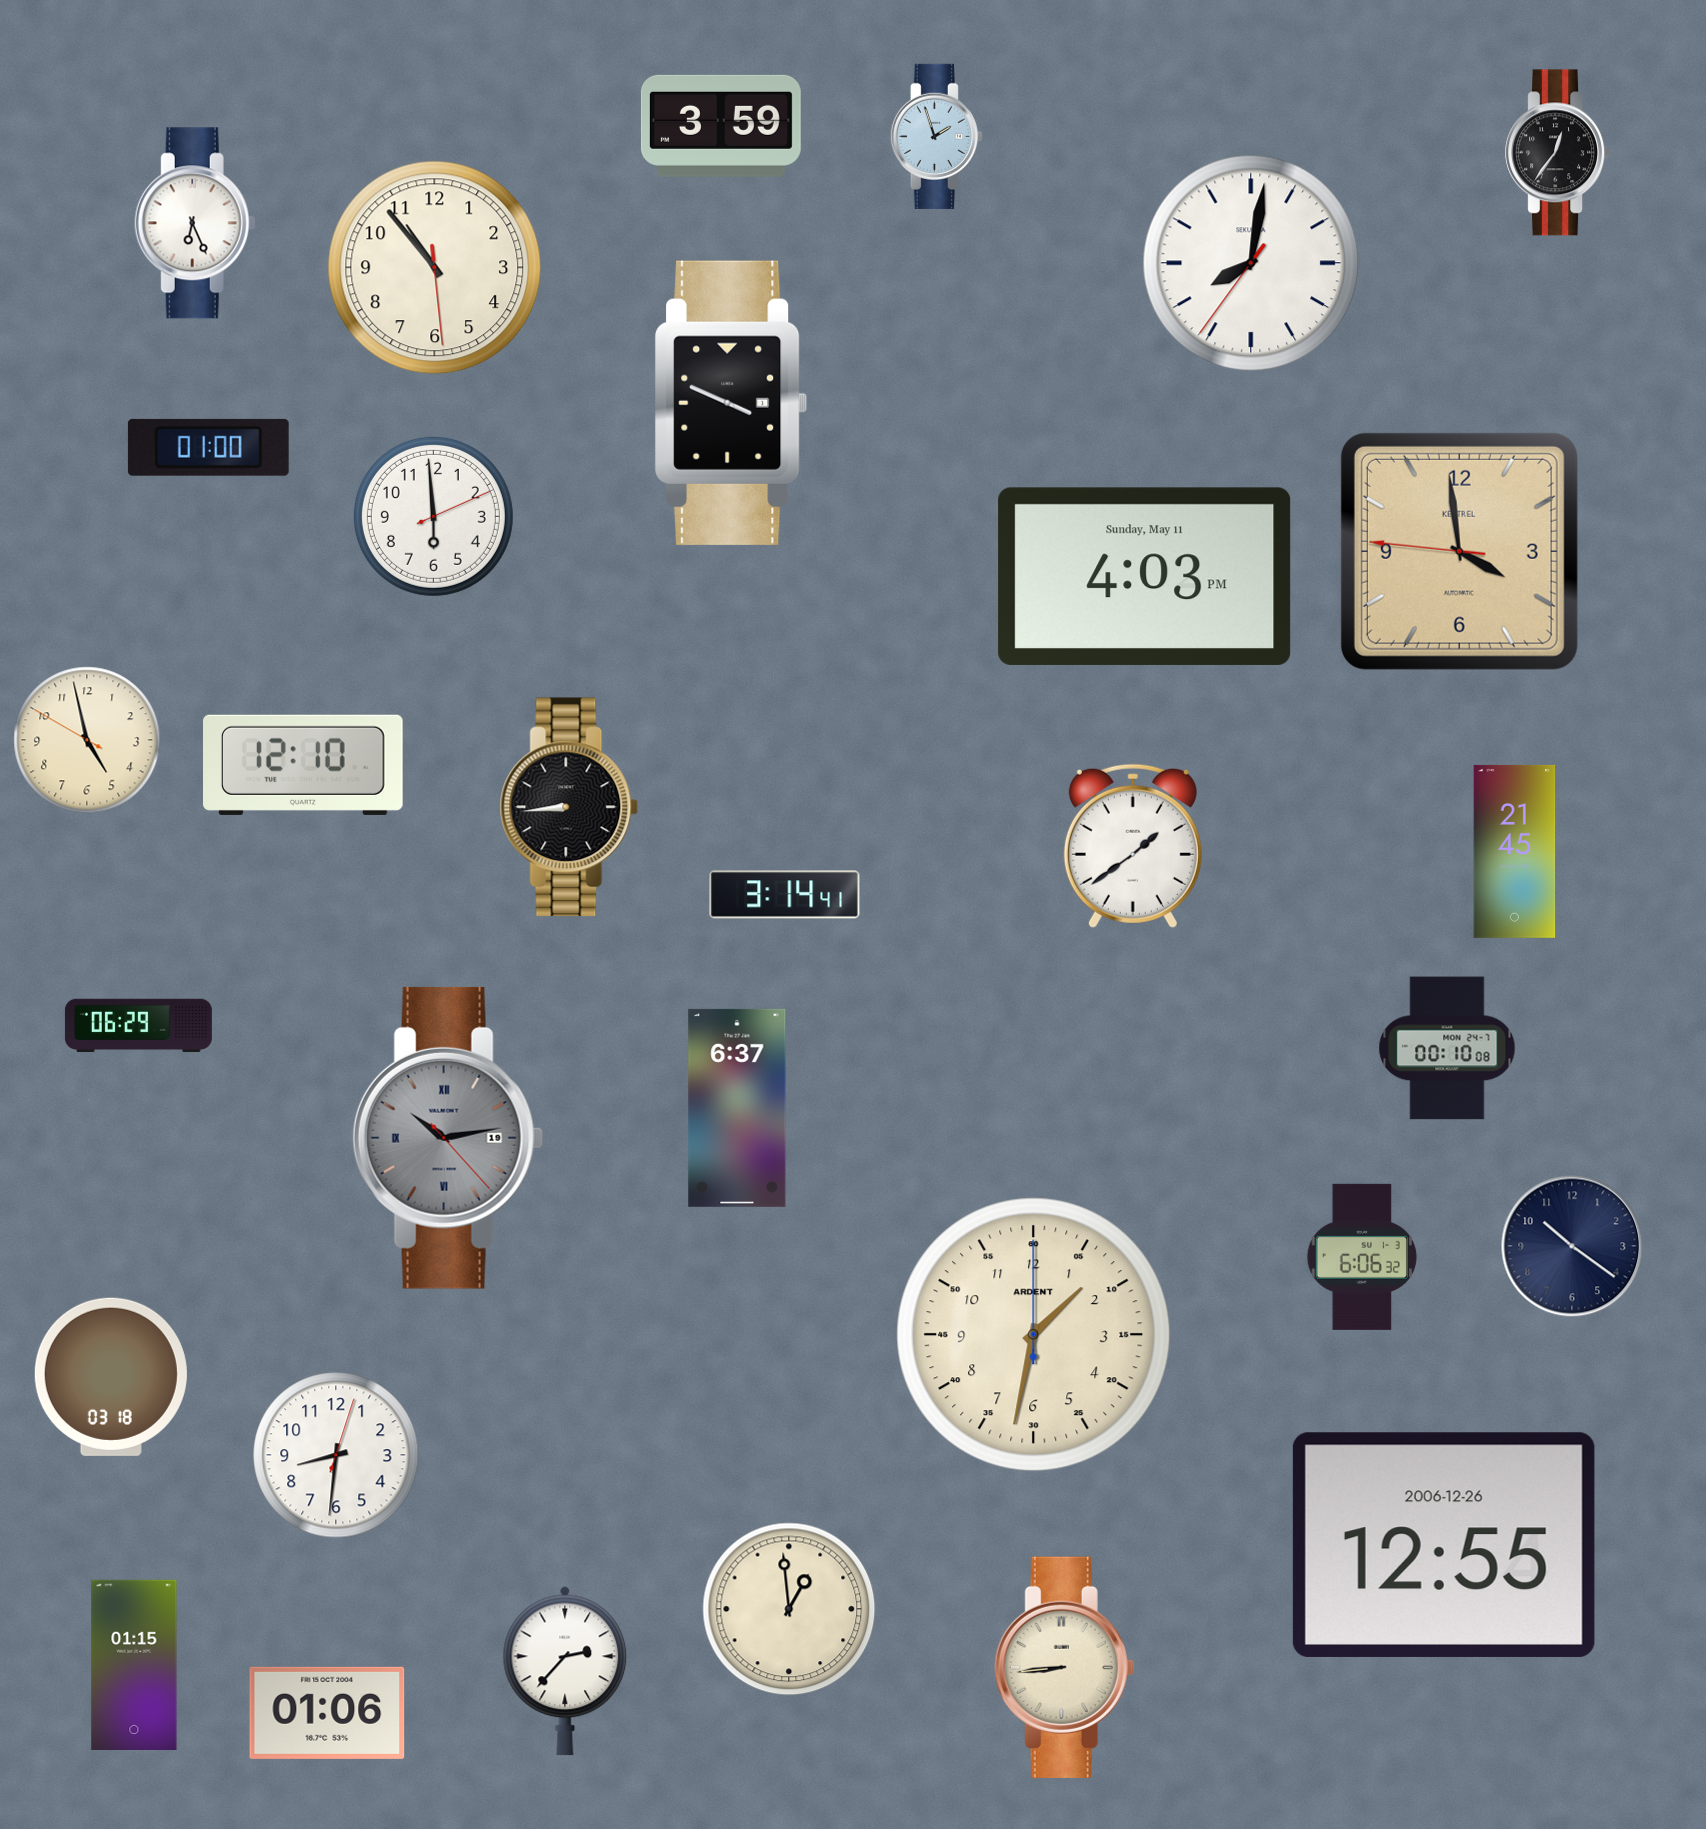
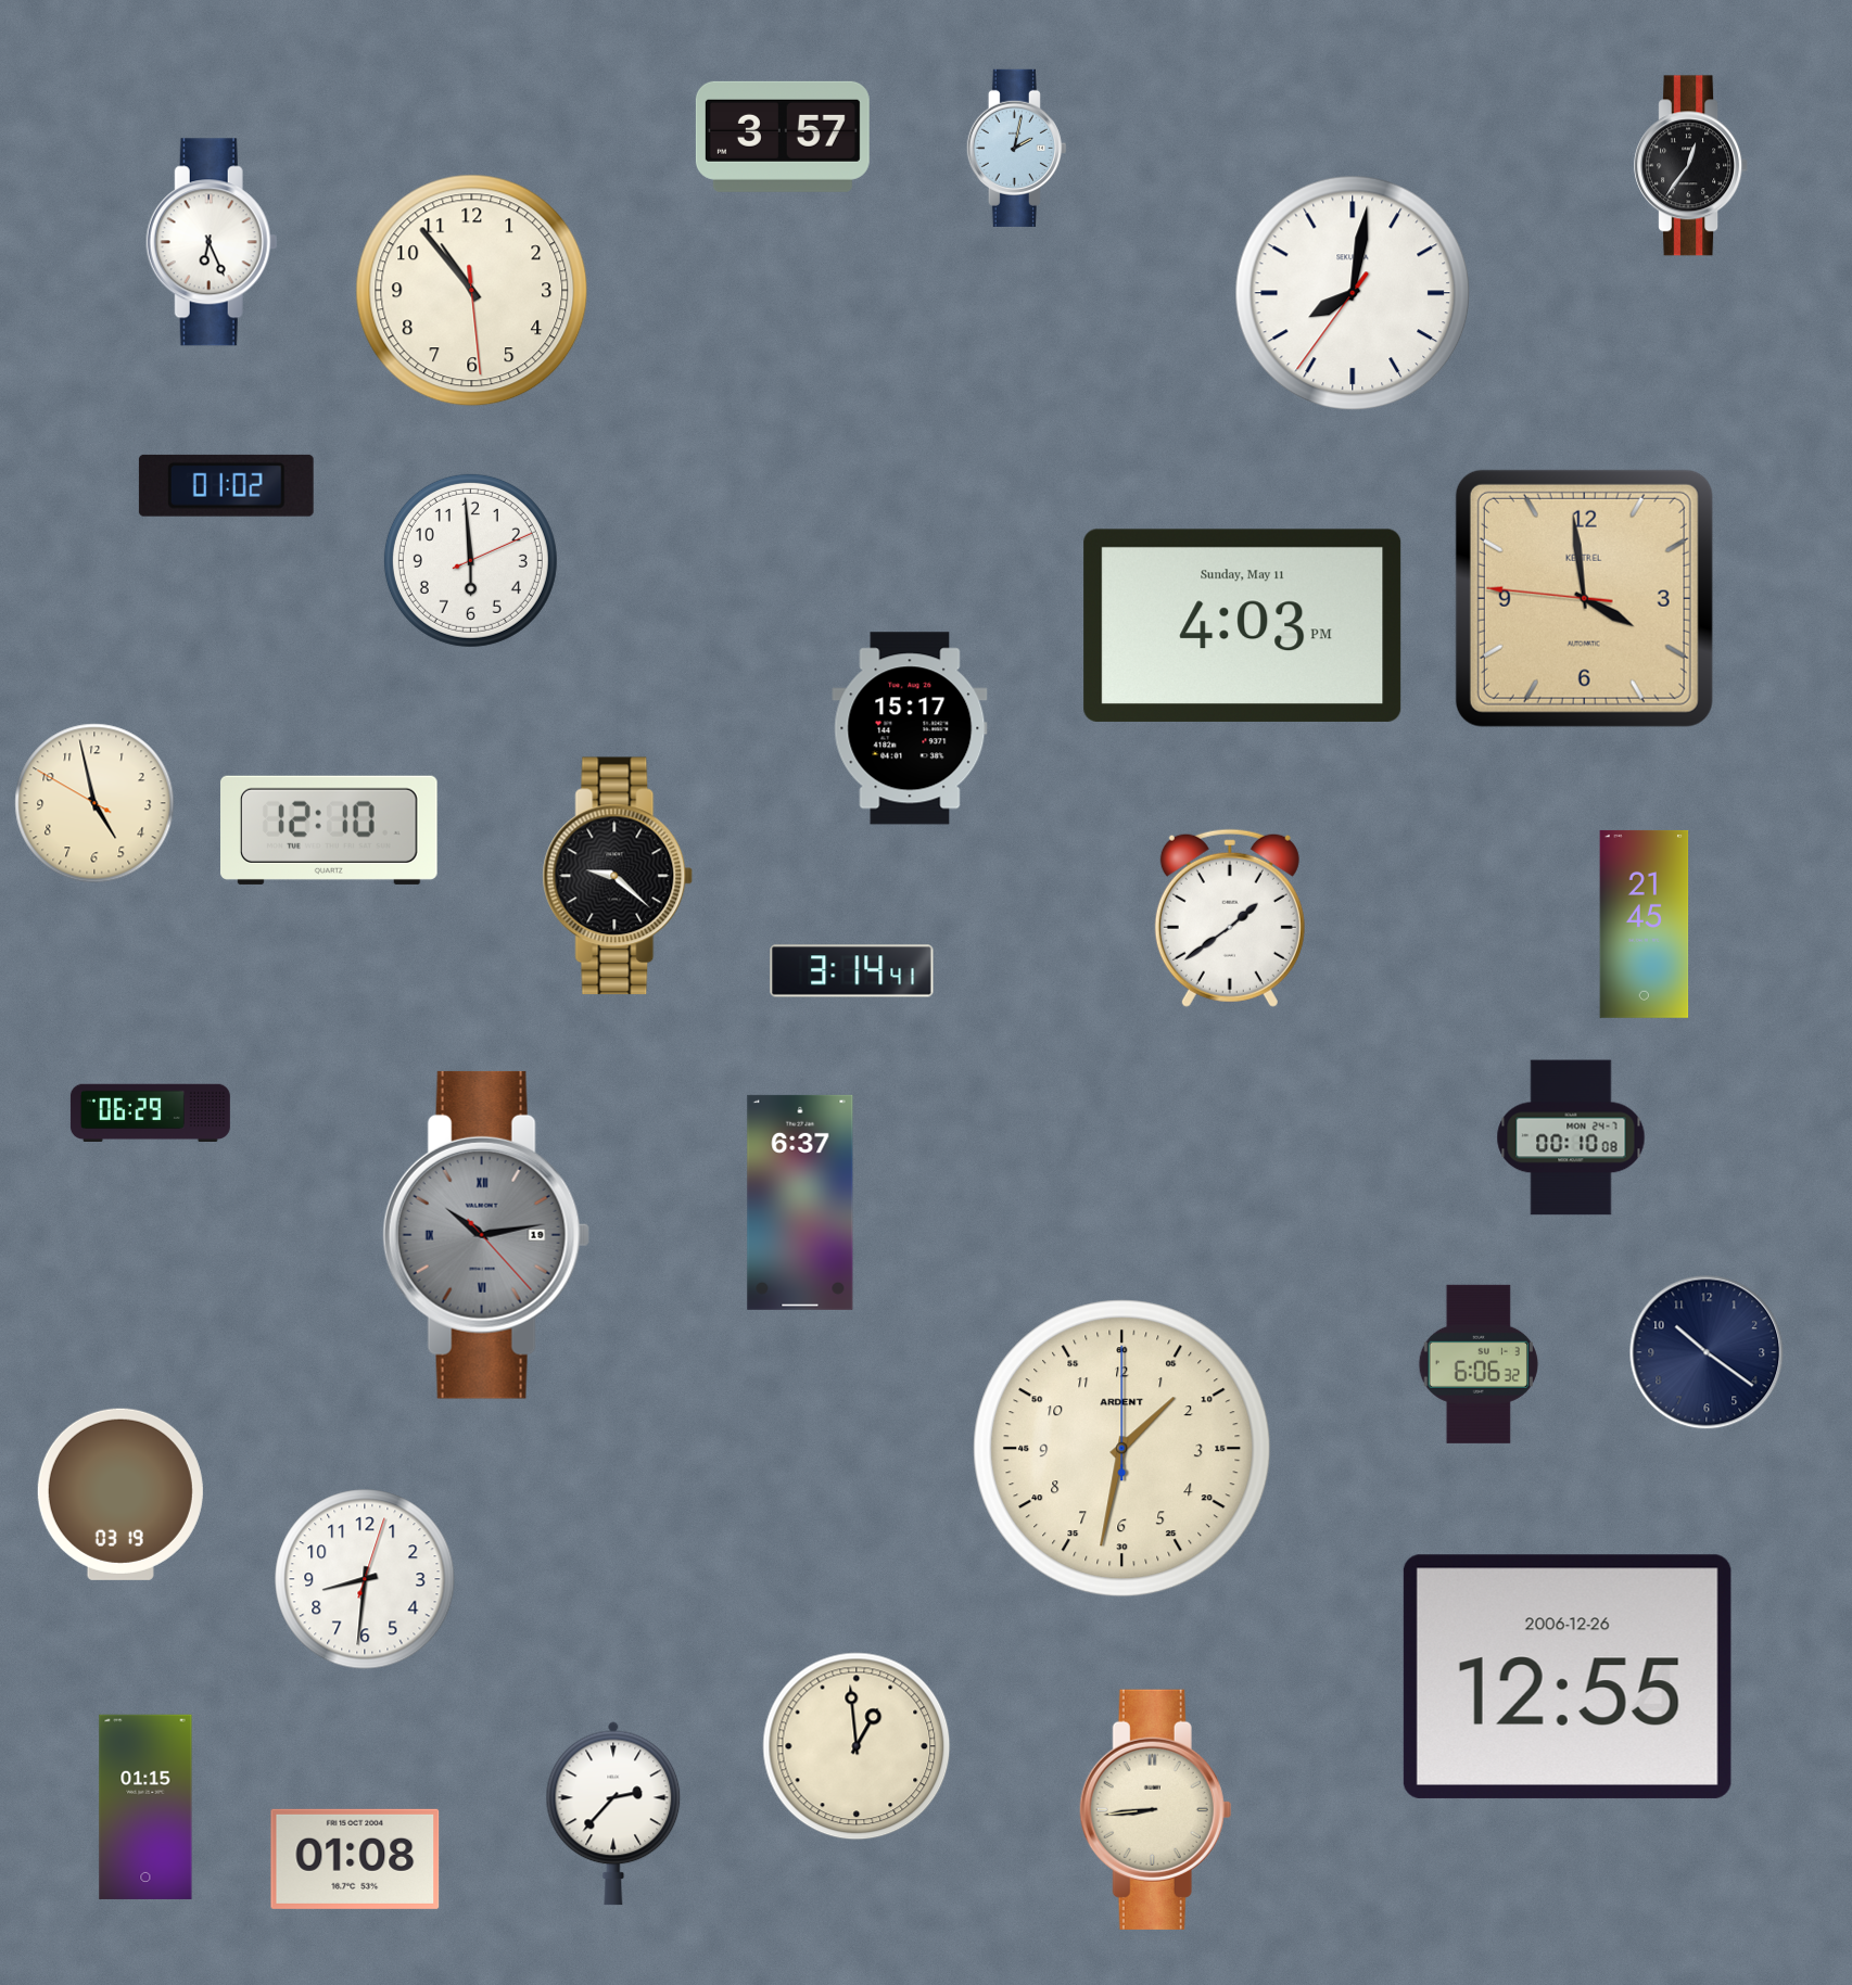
clock at (721, 126): 3:59 -> 3:57
clock at (936, 136): 1:57 -> 2:02
clock at (1251, 263) position: (1251, 263) -> (1353, 293)
clock at (731, 403): 3:49 -> none
clock at (208, 447): 01:00 -> 01:02
clock at (910, 728): none -> 15:17
clock at (569, 807): 8:44 -> 9:22
clock at (111, 1377): 03:18 -> 03:19
clock at (327, 1713): 01:06 -> 01:08
